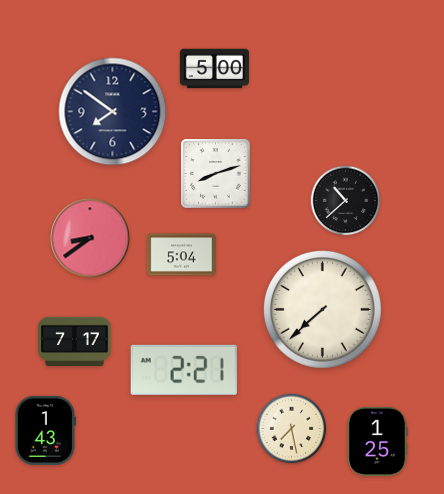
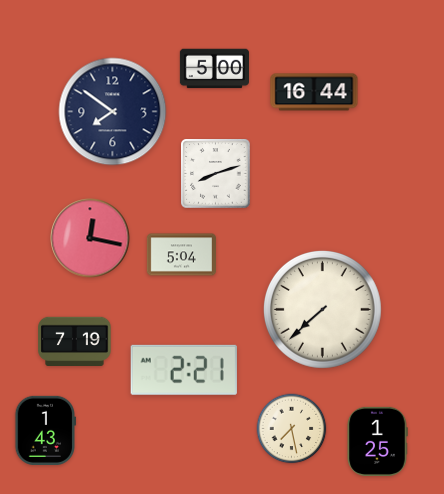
clock at (314, 92): none -> 16:44
clock at (346, 201): 10:38 -> none
clock at (90, 238): 8:39 -> 12:17
clock at (75, 341): 7:17 -> 7:19
